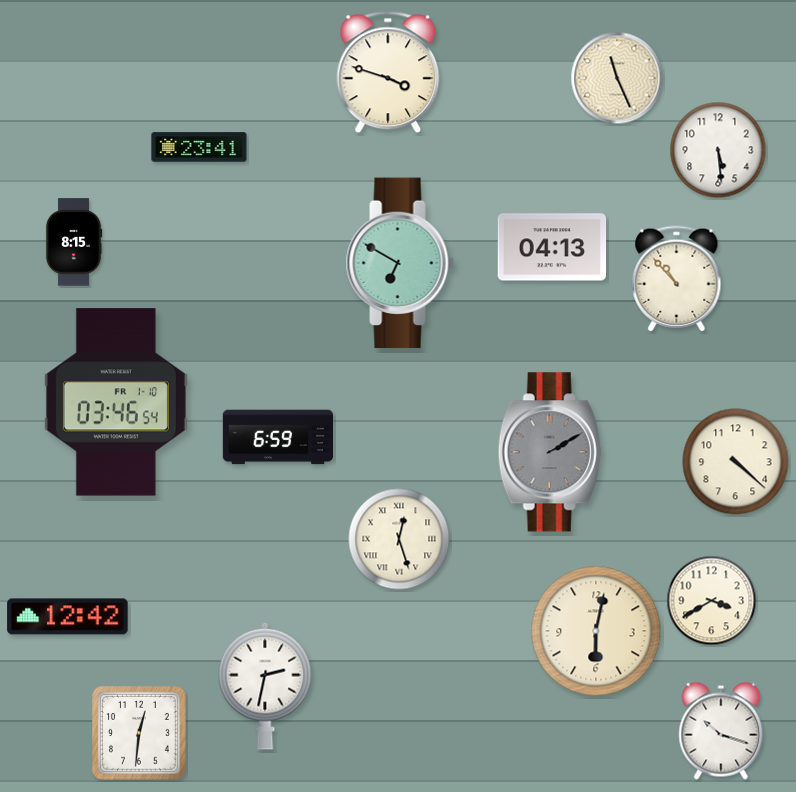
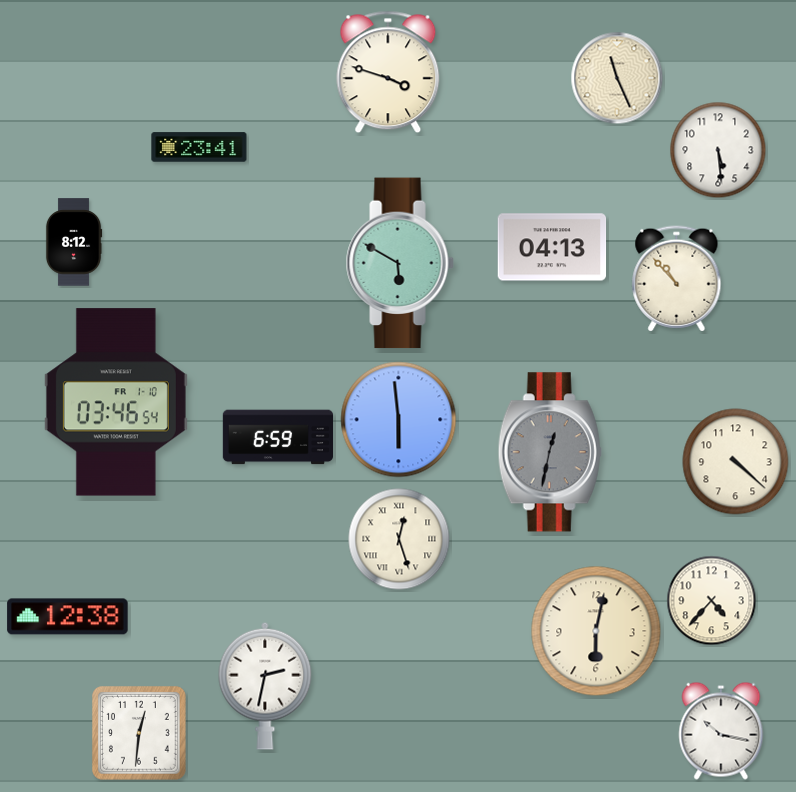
clock at (74, 242): 8:15 -> 8:12
clock at (400, 263): 6:50 -> 5:50
clock at (399, 420): none -> 5:59
clock at (550, 452): 2:10 -> 12:32
clock at (712, 601): 3:40 -> 4:37
clock at (68, 617): 12:42 -> 12:38
clock at (721, 731): 10:18 -> 10:17
